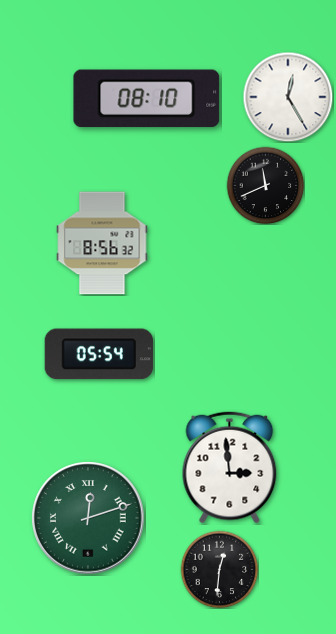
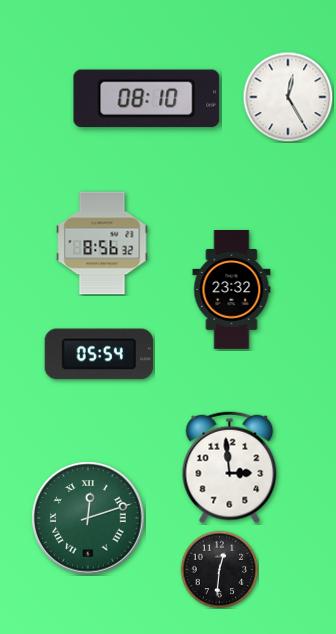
clock at (265, 185): 11:41 -> none
clock at (232, 290): none -> 23:32
